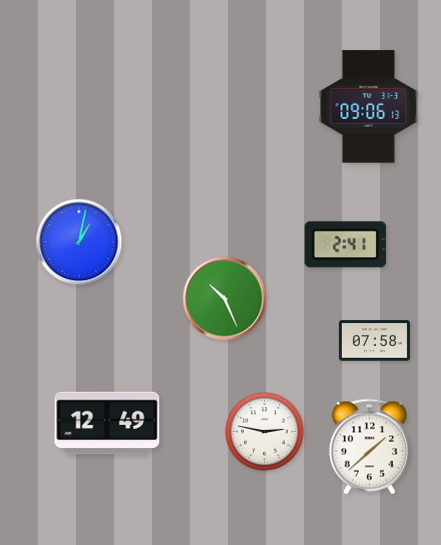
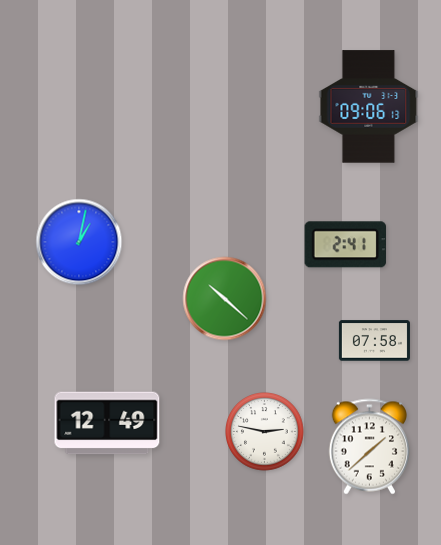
clock at (225, 299): 10:26 -> 10:22
